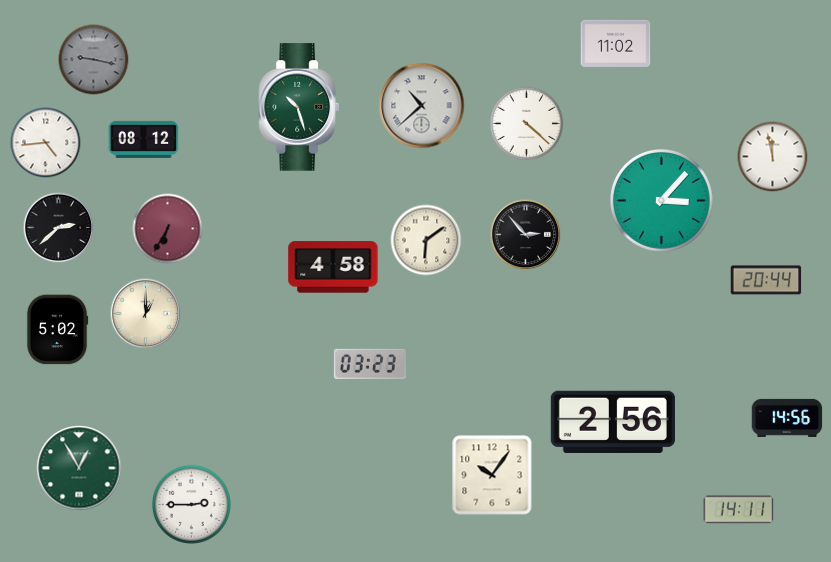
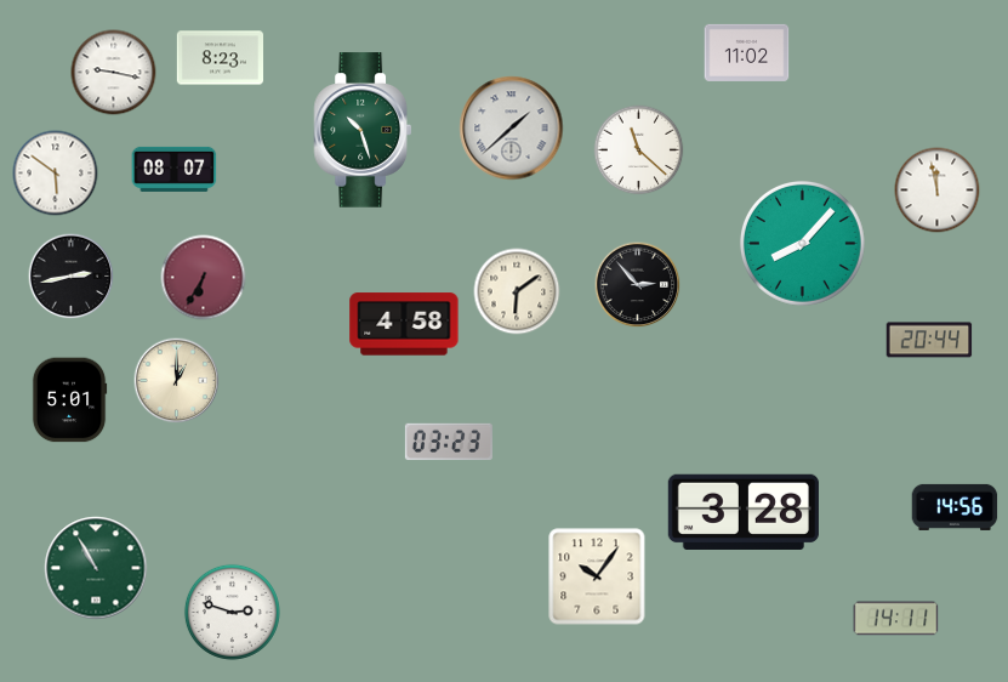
clock at (221, 58): none -> 8:23
clock at (94, 60) dial: grey -> white
clock at (422, 106): 10:38 -> 1:38
clock at (527, 124): 4:22 -> 11:22
clock at (144, 139): 08:12 -> 08:07
clock at (46, 143): 4:44 -> 5:51
clock at (661, 200): 3:07 -> 8:07
clock at (59, 228): 2:38 -> 2:43
clock at (57, 330): 5:02 -> 5:01
clock at (613, 422): 2:56 -> 3:28
clock at (79, 468): 12:55 -> 10:55
clock at (191, 504): 2:45 -> 2:48
